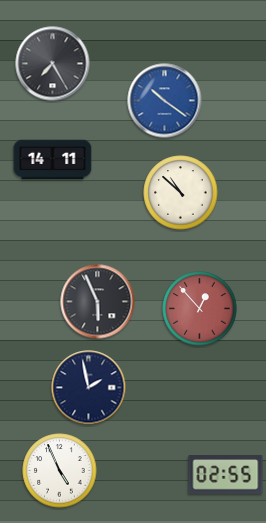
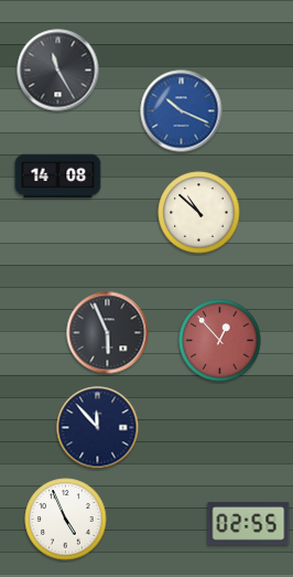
clock at (53, 64): 7:25 -> 11:25
clock at (165, 101): 10:21 -> 10:19
clock at (53, 160): 14:11 -> 14:08
clock at (89, 388): 1:58 -> 11:53
